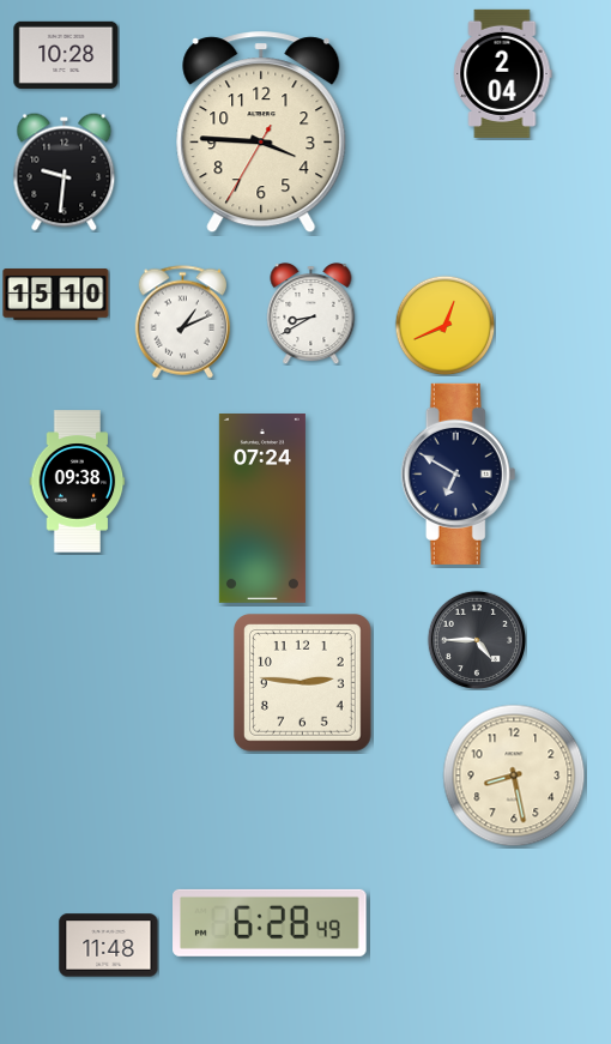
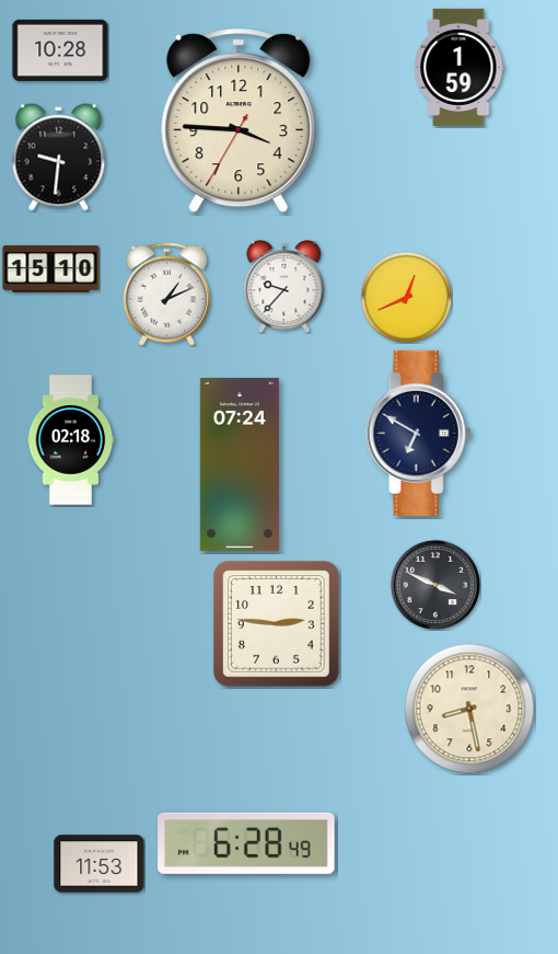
clock at (503, 73): 2:04 -> 1:59
clock at (311, 314): 8:40 -> 9:37
clock at (78, 482): 09:38 -> 02:18
clock at (476, 639): 4:45 -> 3:49
clock at (109, 946): 11:48 -> 11:53
